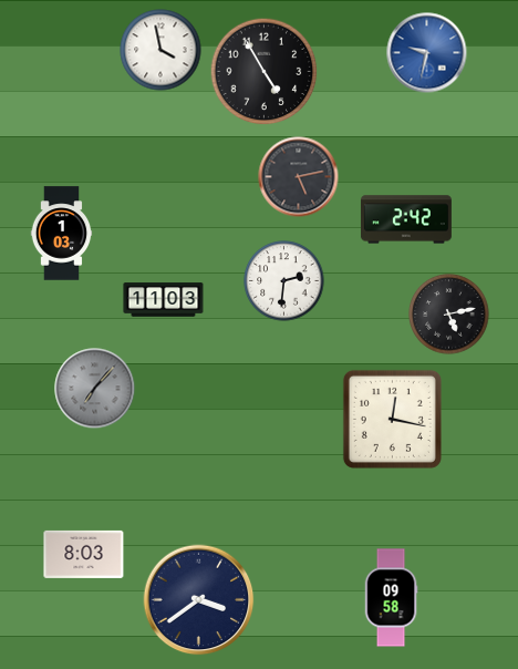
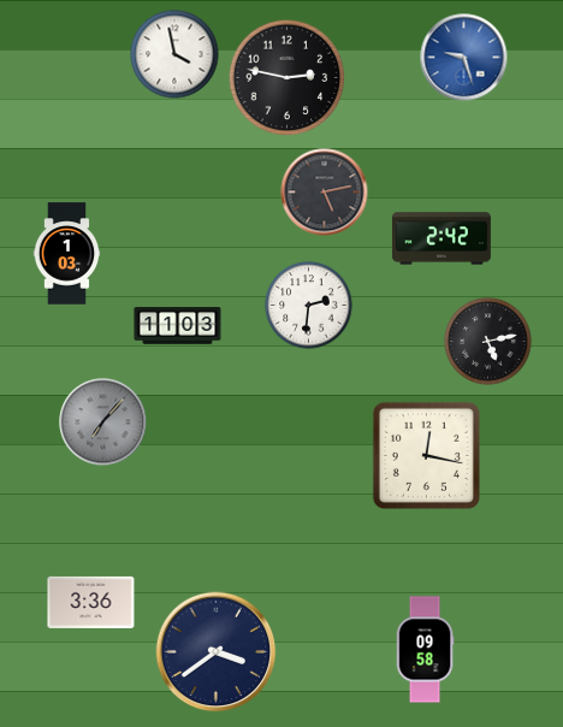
clock at (427, 53): 9:32 -> 9:27
clock at (265, 72): 4:55 -> 2:47
clock at (84, 554): 8:03 -> 3:36
